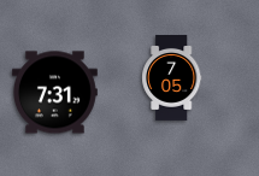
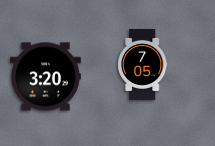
clock at (54, 93): 7:31 -> 3:20
